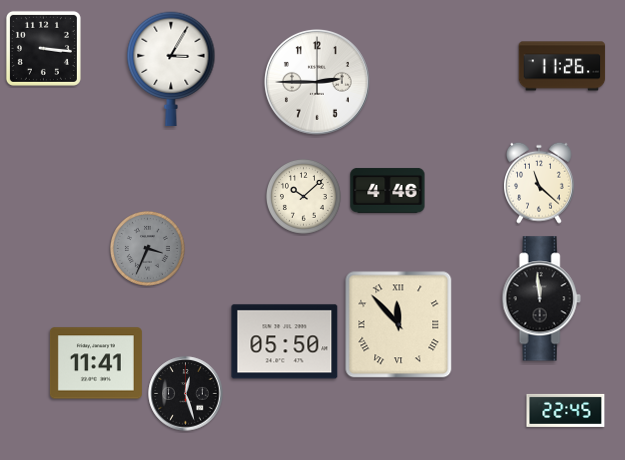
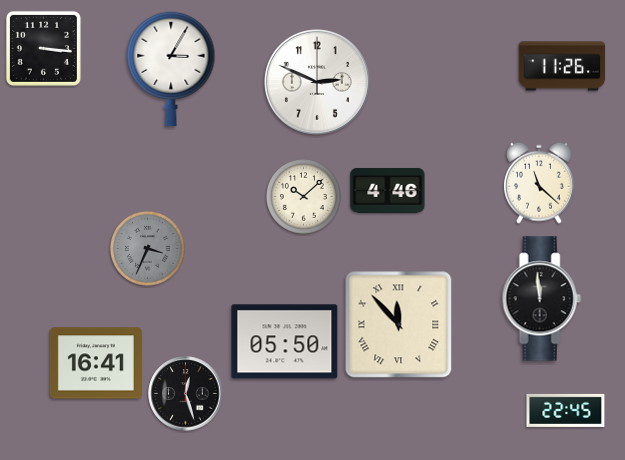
clock at (317, 83): 2:45 -> 2:49
clock at (96, 363): 11:41 -> 16:41
